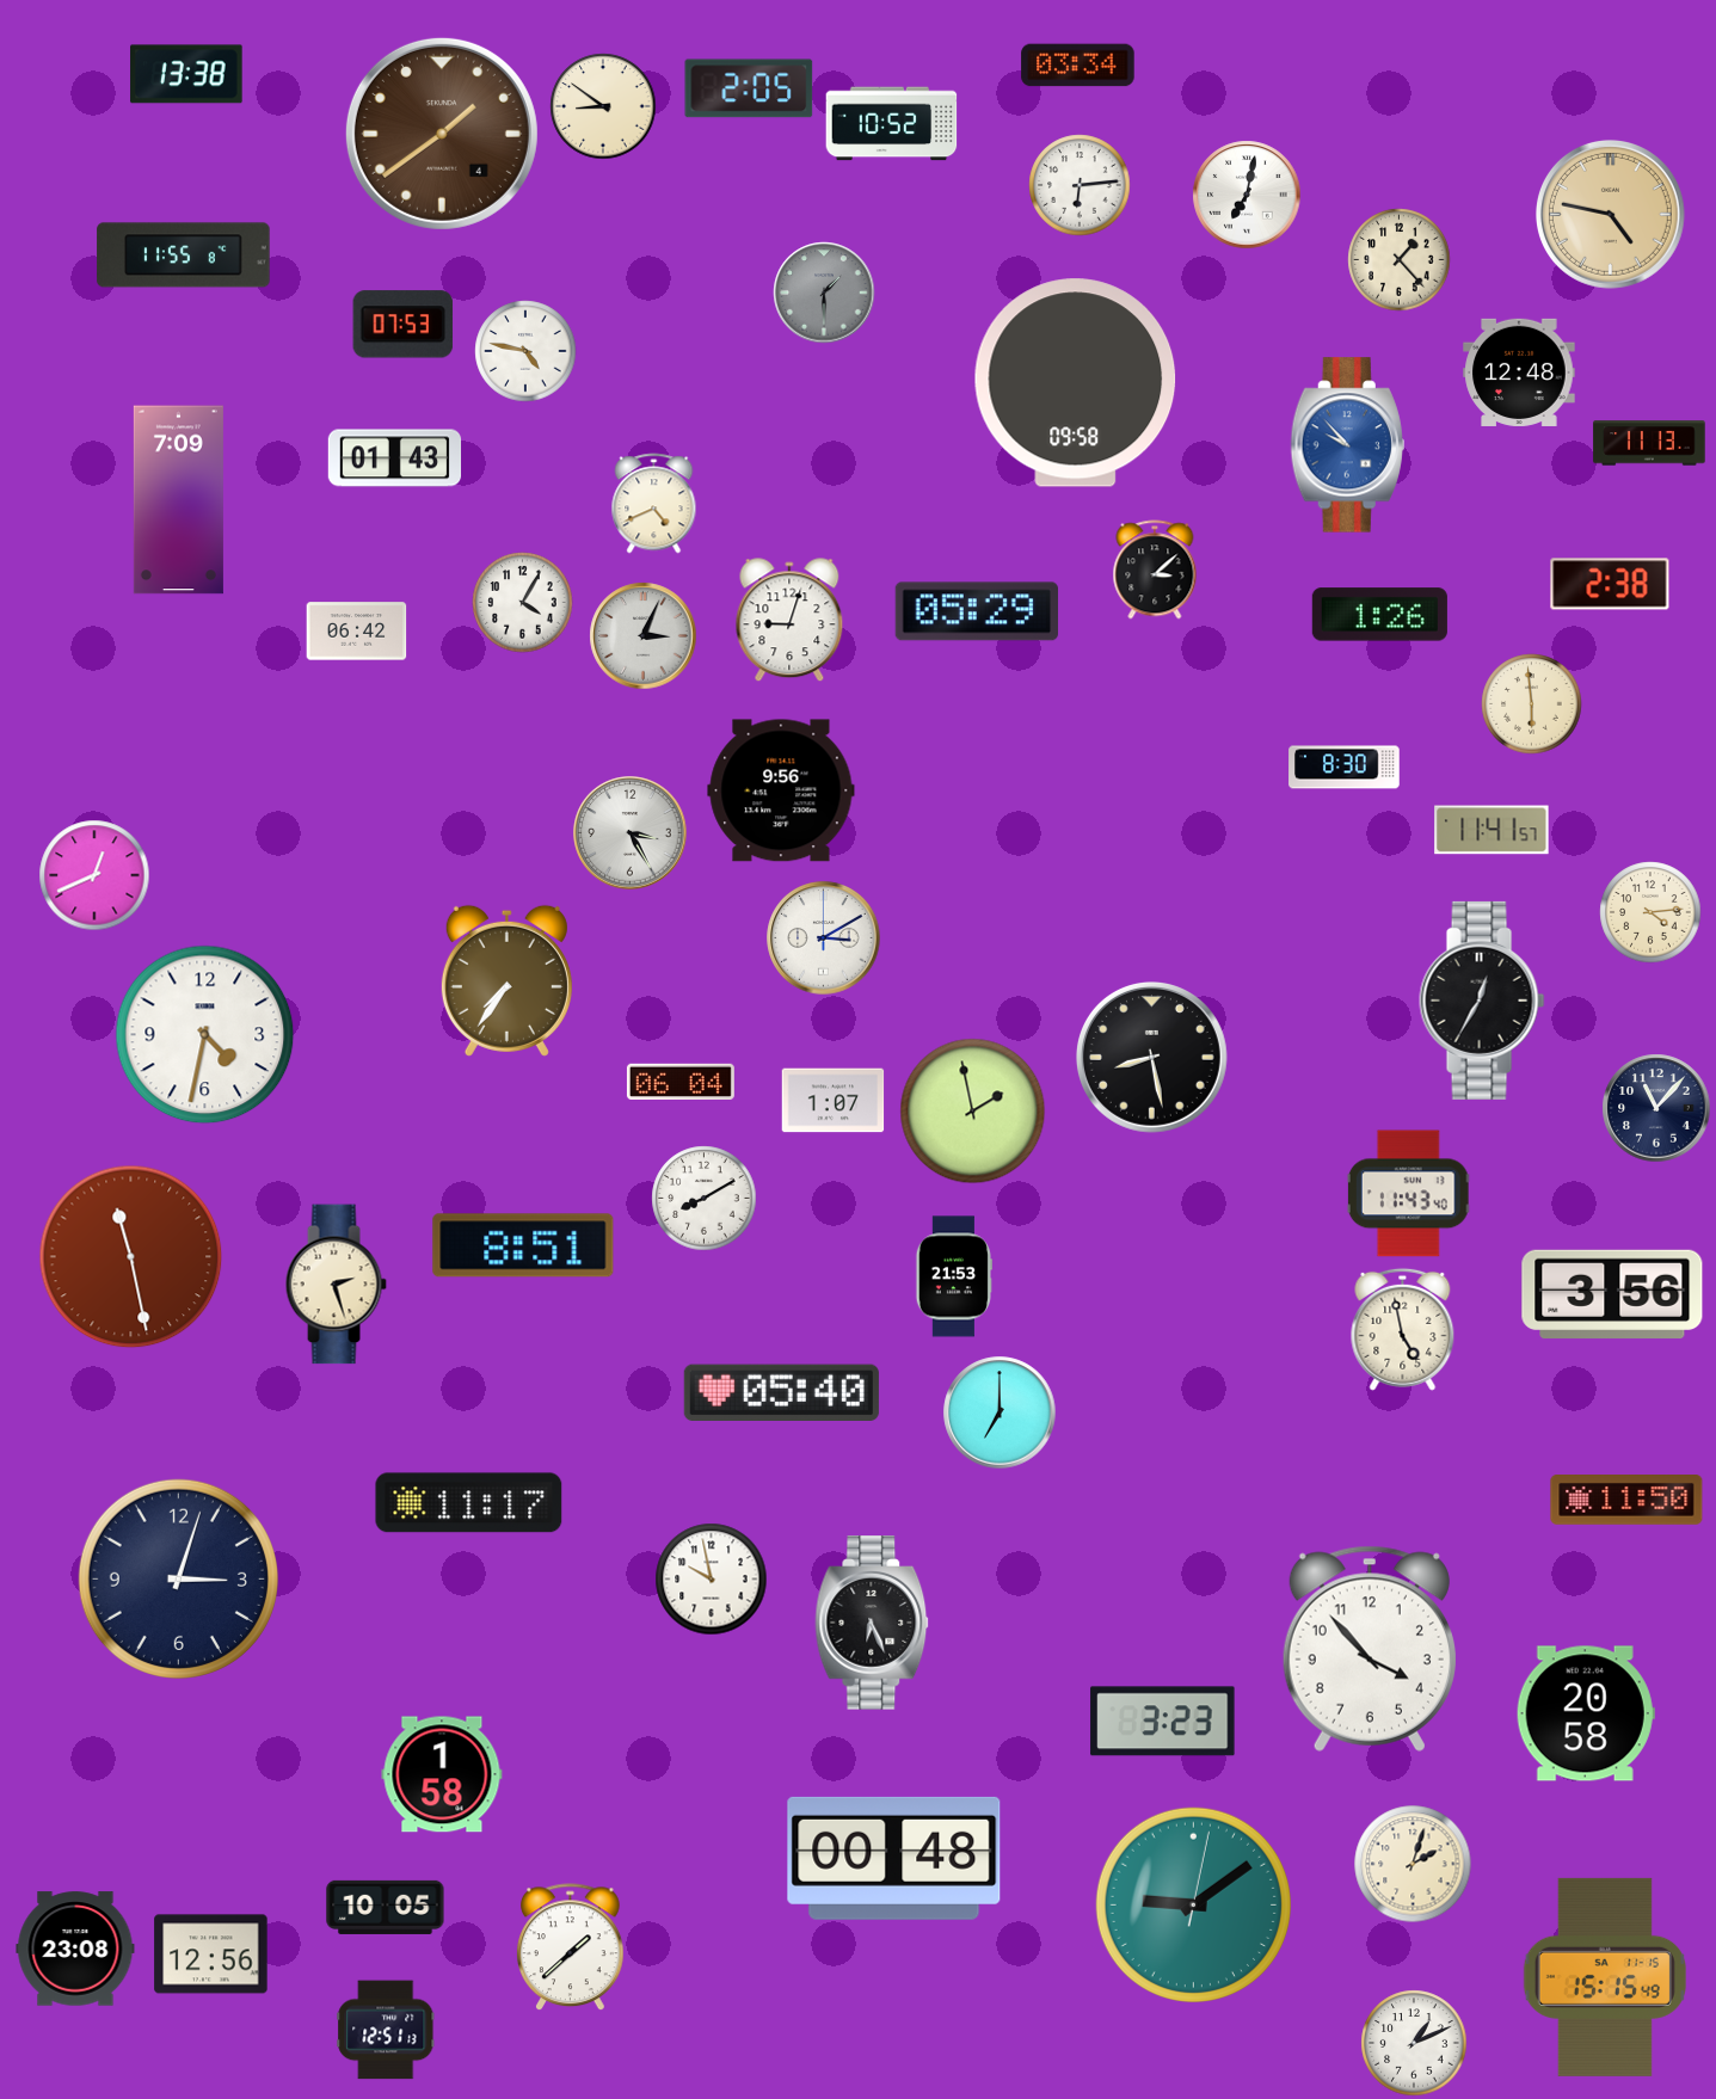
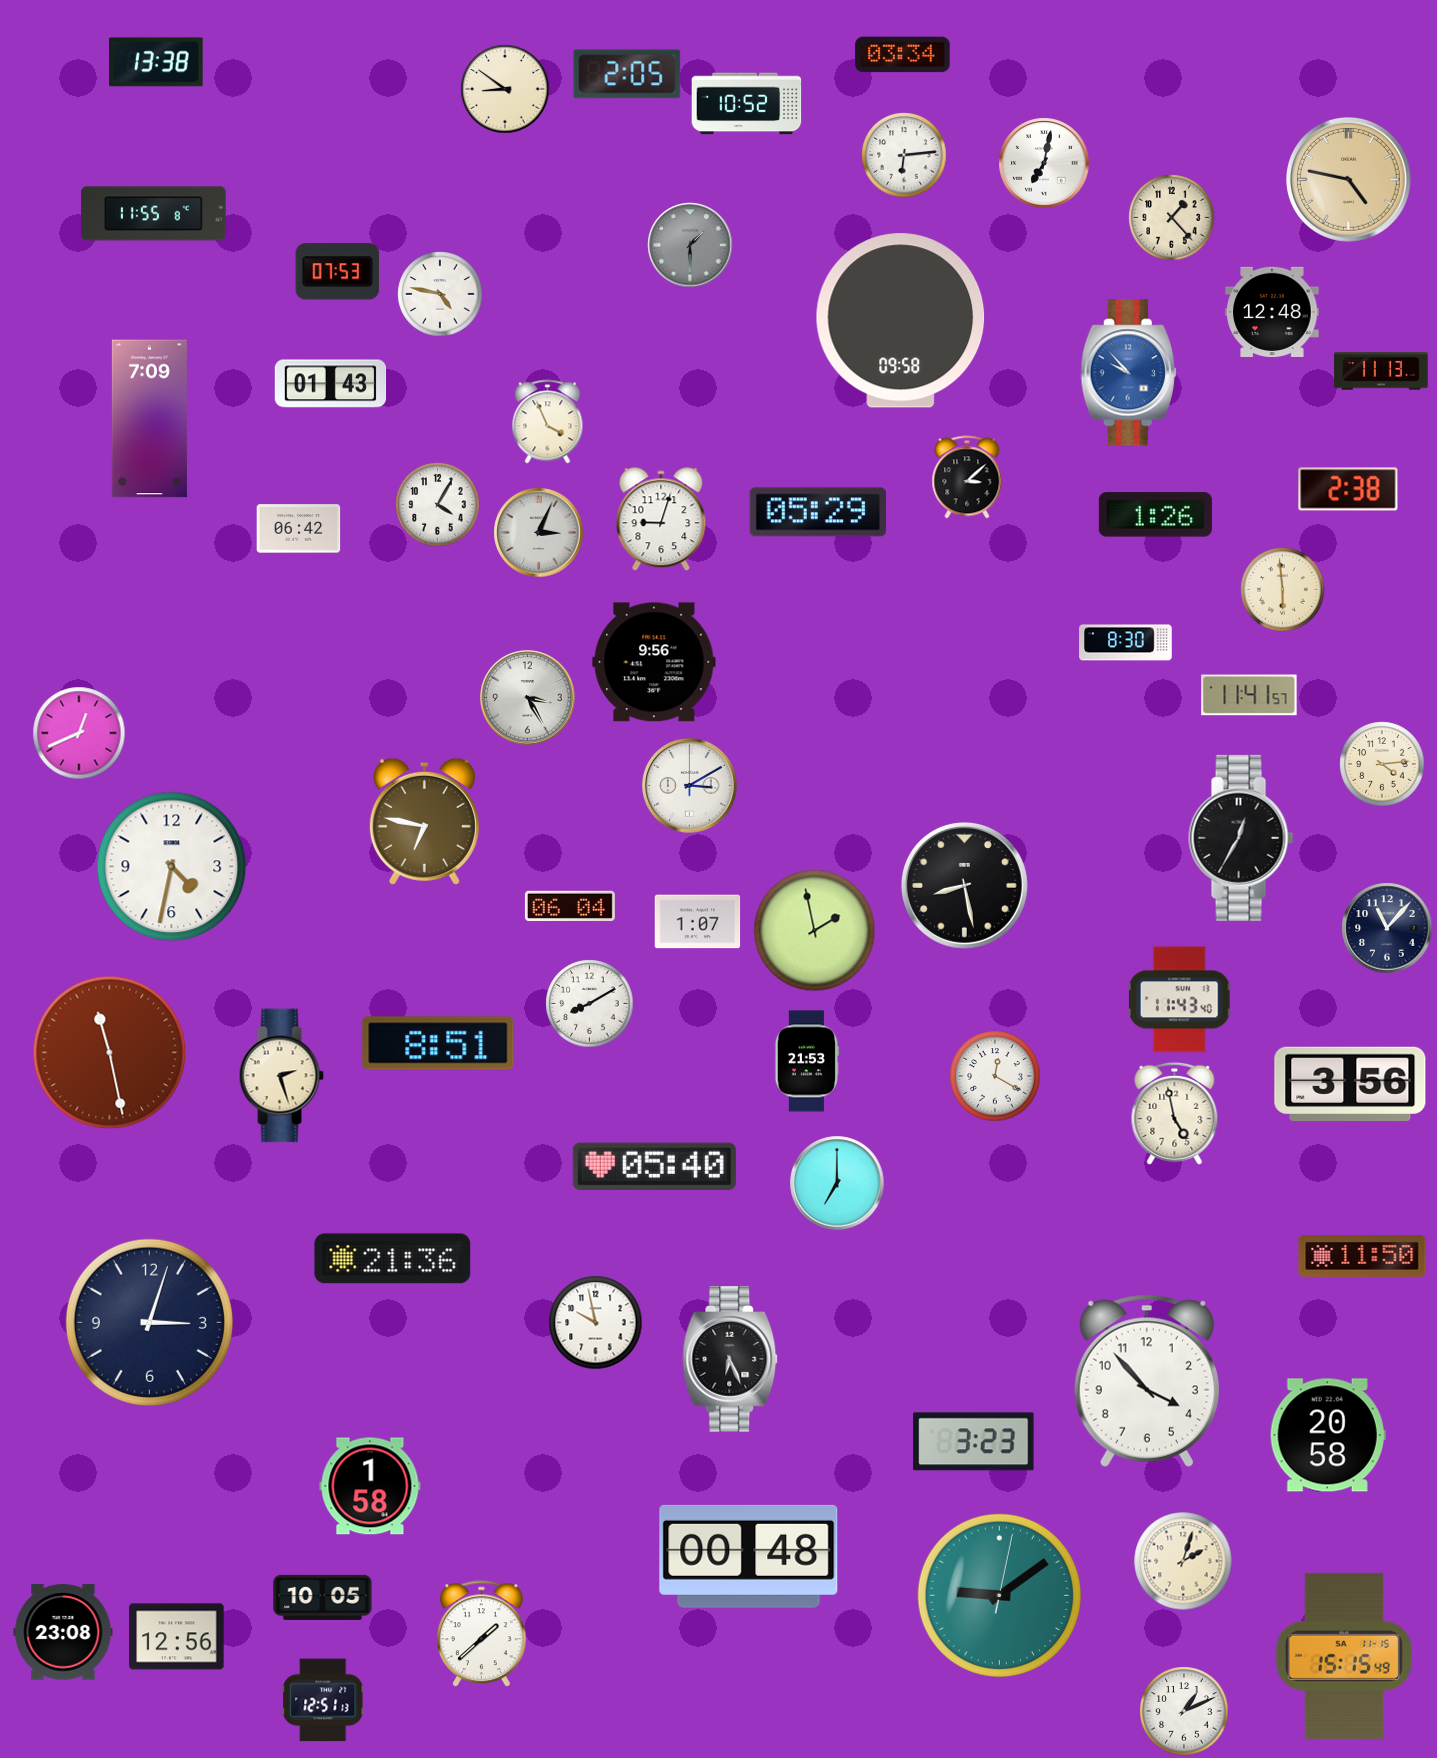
clock at (442, 134): 1:39 -> none
clock at (654, 504): 4:41 -> 3:56
clock at (506, 980): 7:36 -> 6:47
clock at (953, 1276) position: (953, 1276) -> (806, 1061)
clock at (995, 1076): none -> 12:20
clock at (469, 1503): 11:17 -> 21:36
clock at (571, 1947) position: (571, 1947) -> (482, 1634)
